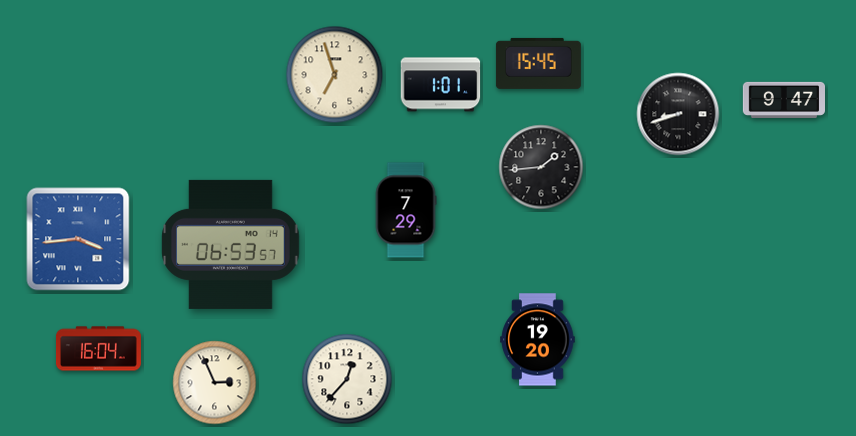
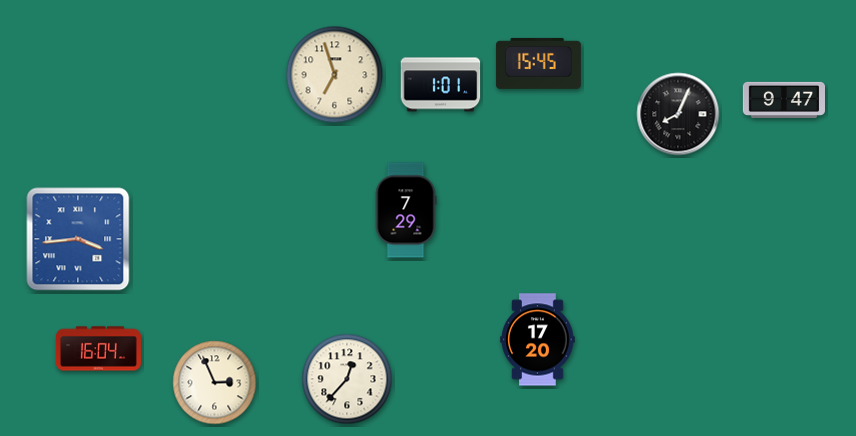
clock at (678, 114): 8:42 -> 8:04
clock at (541, 167): 1:44 -> none
clock at (231, 244): 06:53 -> none
clock at (538, 340): 19:20 -> 17:20
